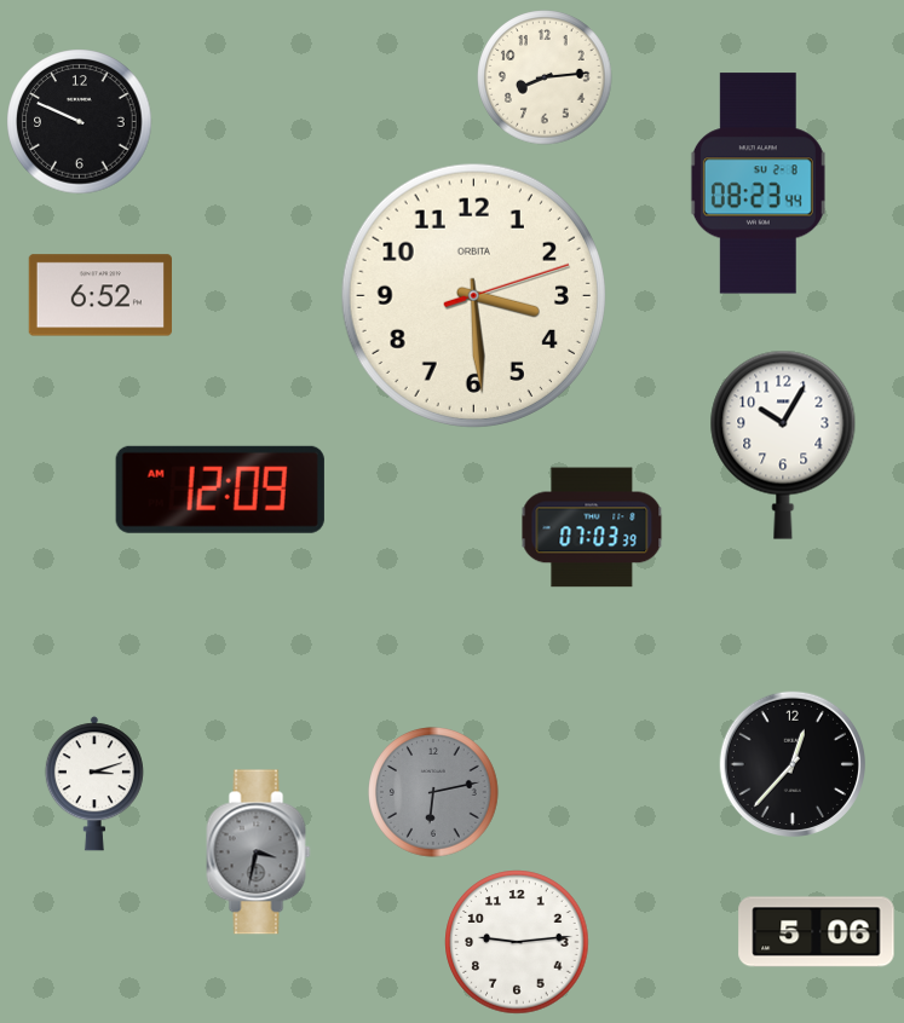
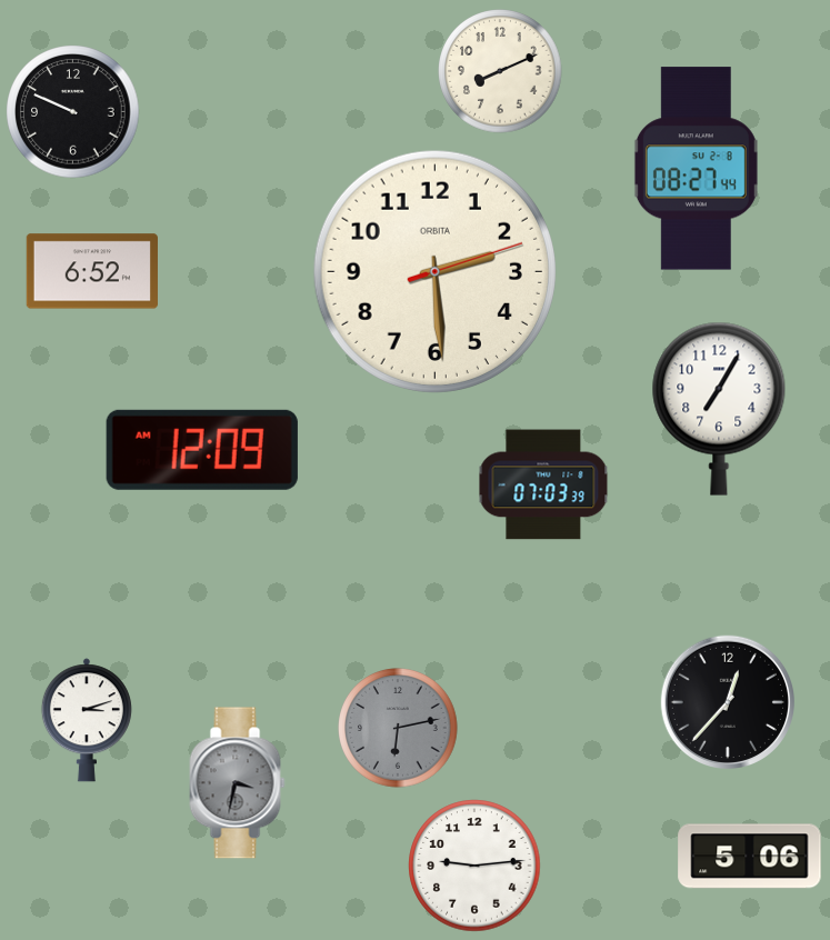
clock at (545, 77): 8:14 -> 8:11
clock at (758, 184): 08:23 -> 08:27
clock at (473, 295): 3:29 -> 2:29
clock at (783, 445): 10:05 -> 7:05
